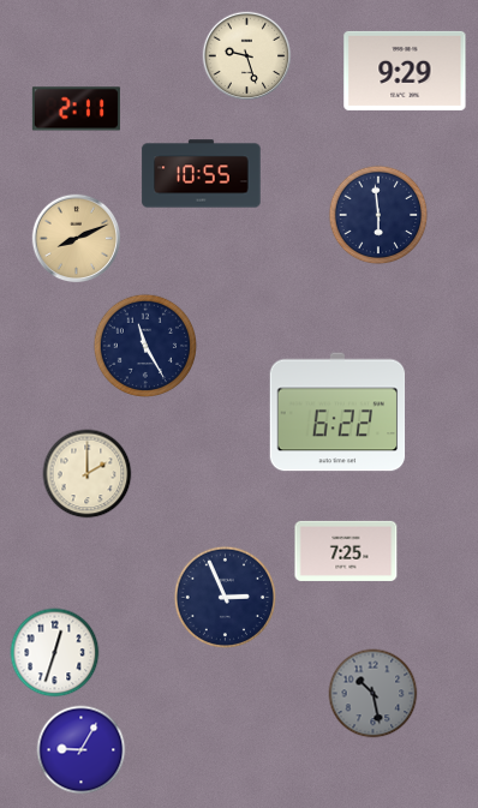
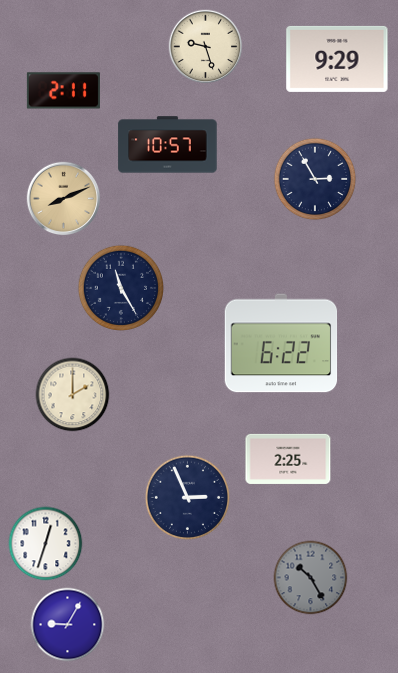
clock at (202, 174): 10:55 -> 10:57
clock at (378, 215): 5:59 -> 2:55
clock at (346, 551): 7:25 -> 2:25
clock at (374, 694): 10:28 -> 10:25
